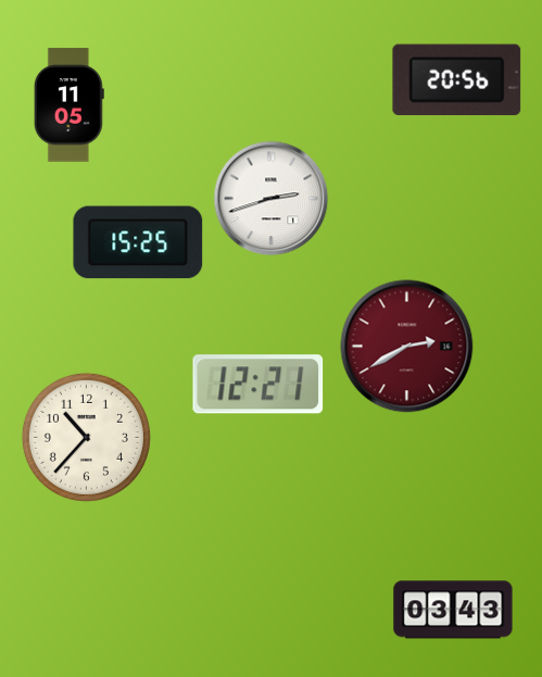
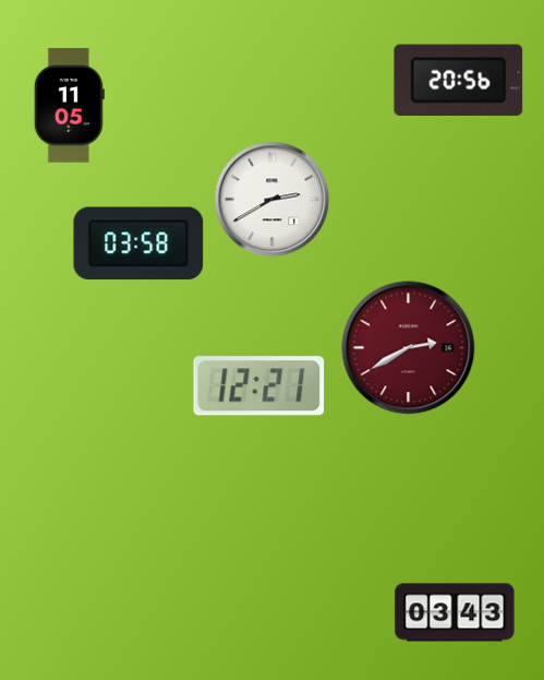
clock at (272, 199): 2:42 -> 2:40
clock at (138, 242): 15:25 -> 03:58
clock at (86, 437): 10:37 -> none
